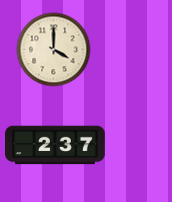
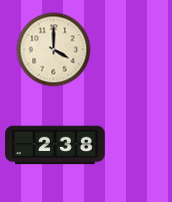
clock at (55, 145): 2:37 -> 2:38
